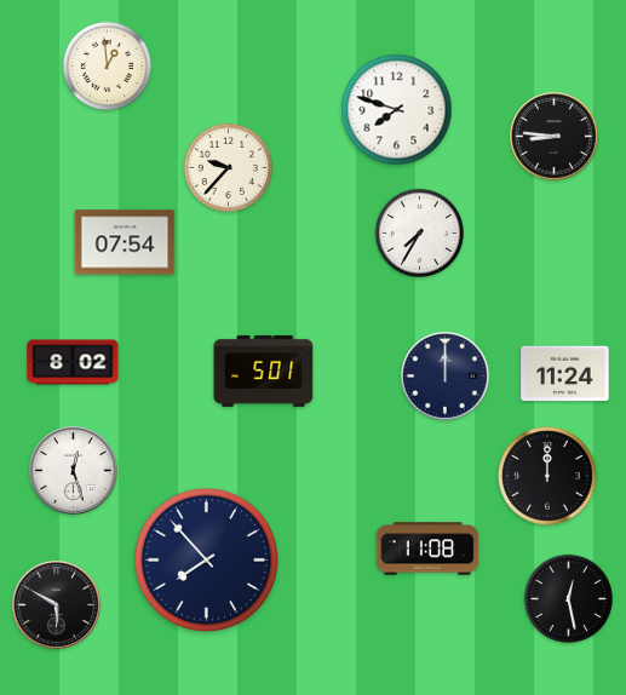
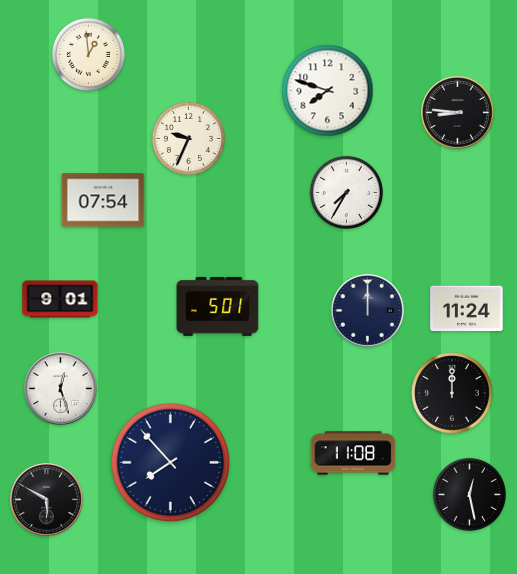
clock at (228, 167): 9:37 -> 9:34
clock at (73, 362): 8:02 -> 9:01
